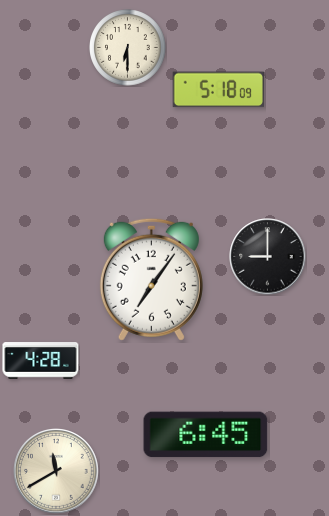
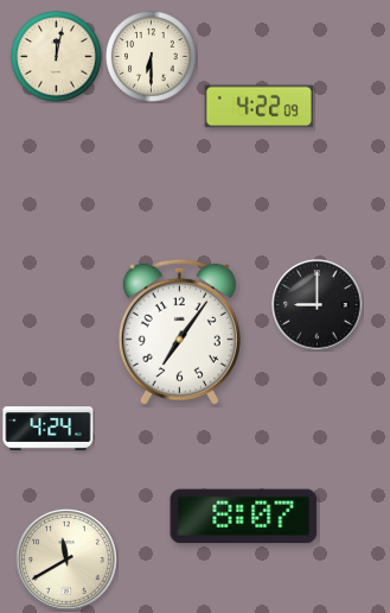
clock at (57, 57): none -> 12:02
clock at (218, 90): 5:18 -> 4:22
clock at (41, 361): 4:28 -> 4:24
clock at (206, 435): 6:45 -> 8:07
